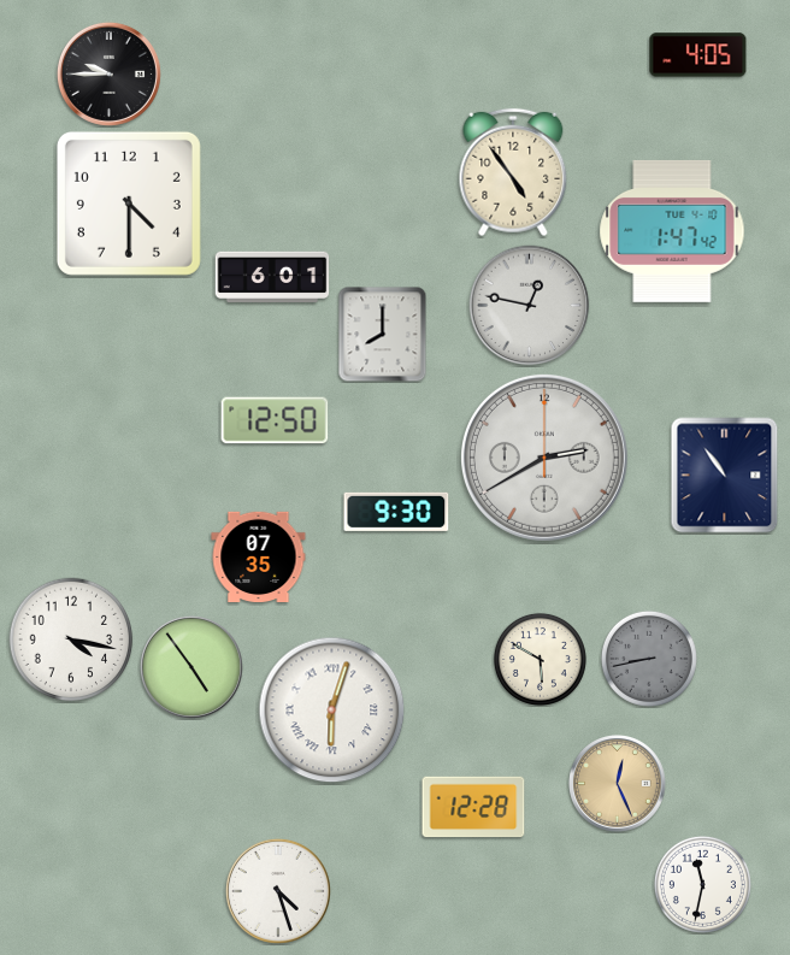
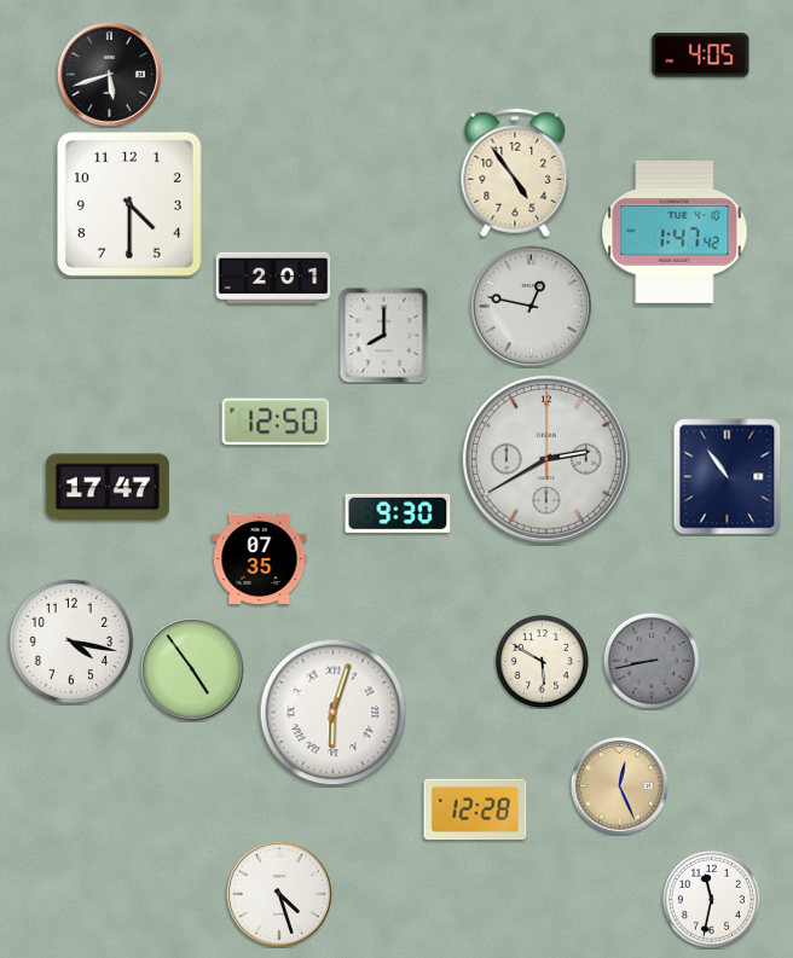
clock at (108, 73): 9:45 -> 5:42
clock at (272, 276): 6:01 -> 2:01
clock at (108, 487): none -> 17:47
clock at (702, 884) position: (702, 884) -> (711, 899)
